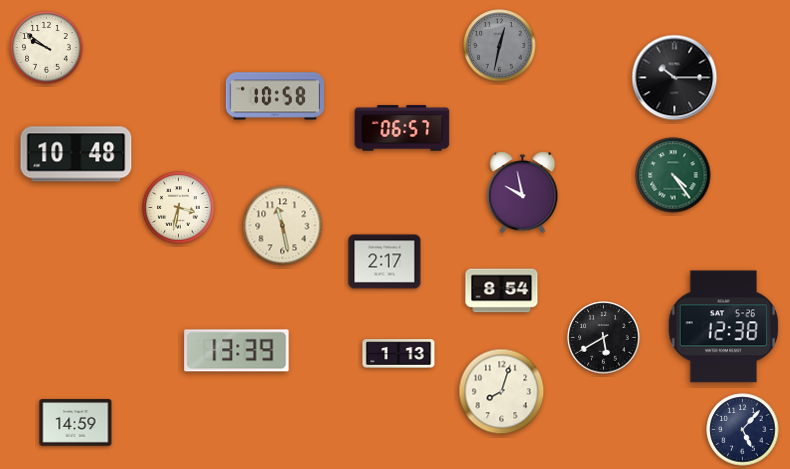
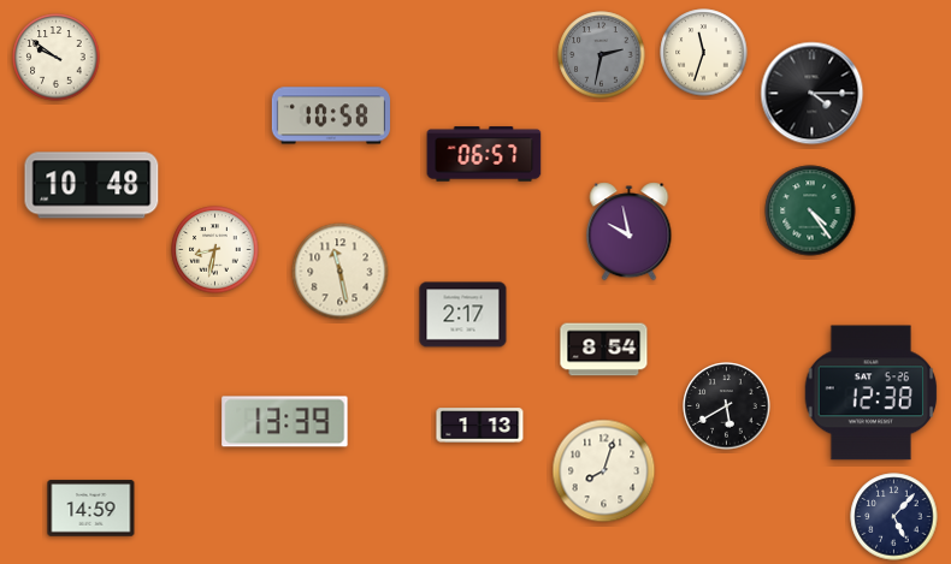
clock at (704, 53): none -> 11:33
clock at (500, 46): 12:32 -> 2:32
clock at (675, 78): 10:15 -> 4:15
clock at (179, 208): 3:32 -> 8:32
